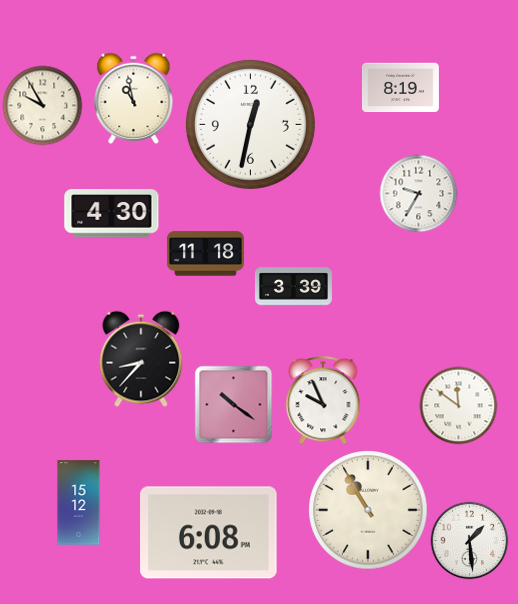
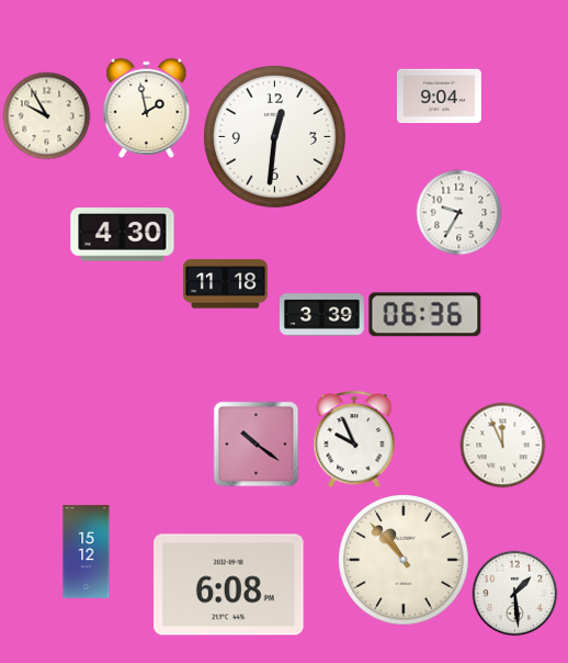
clock at (400, 88): 8:19 -> 9:04
clock at (134, 98): 10:58 -> 1:58
clock at (250, 124): 12:32 -> 12:31
clock at (205, 254) position: (205, 254) -> (225, 284)
clock at (425, 315): none -> 06:36
clock at (141, 359): 8:37 -> none
clock at (458, 405): 11:51 -> 11:56
clock at (368, 510): 10:55 -> 10:53
